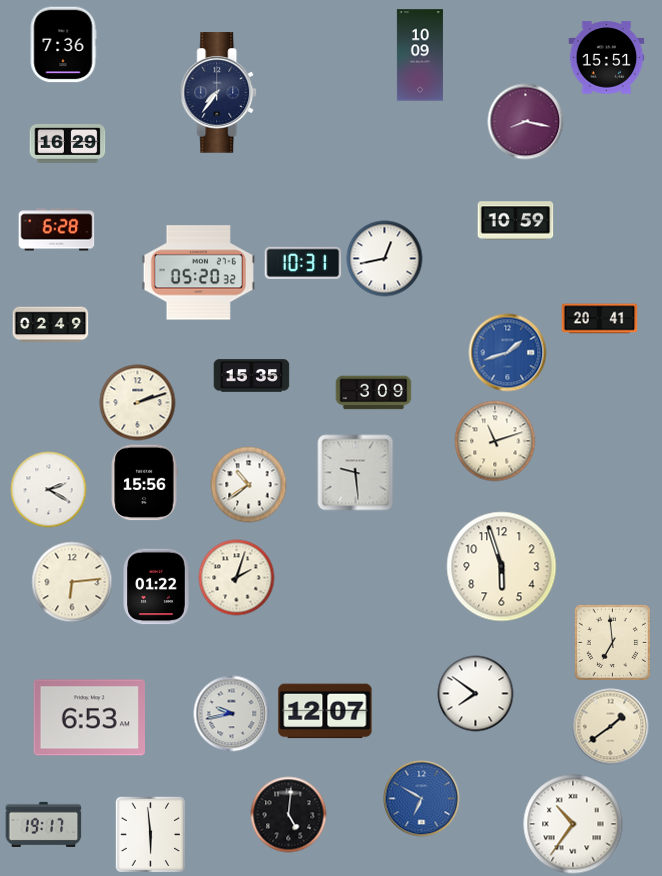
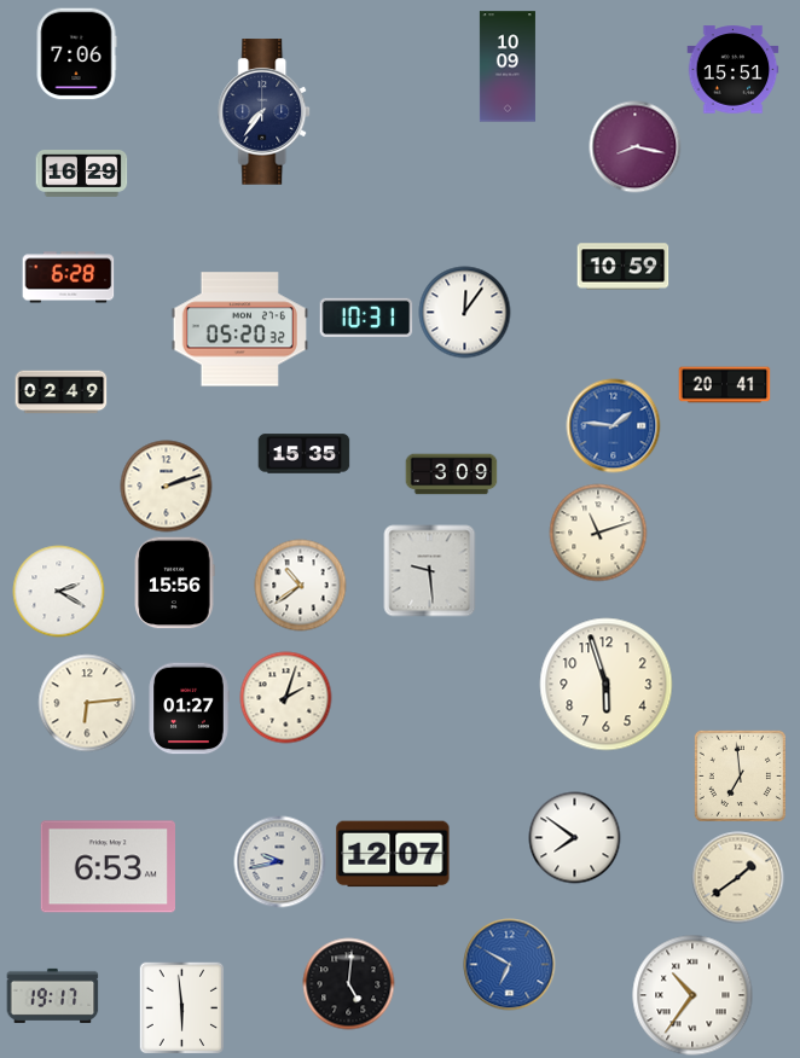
clock at (63, 45): 7:36 -> 7:06
clock at (385, 259): 12:43 -> 12:06
clock at (508, 353): 1:42 -> 1:46
clock at (156, 587): 01:22 -> 01:27
clock at (325, 711) position: (325, 711) -> (393, 854)
